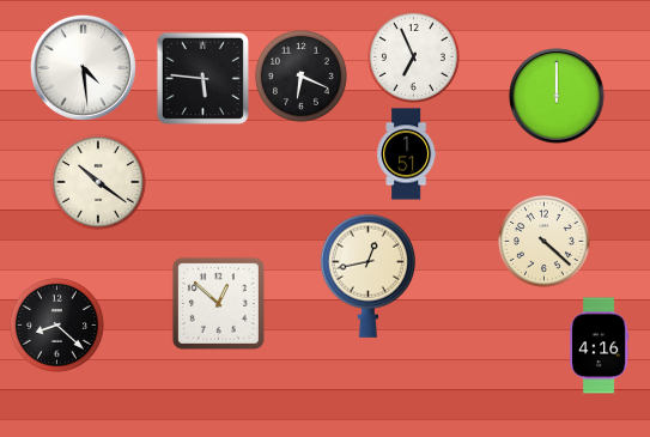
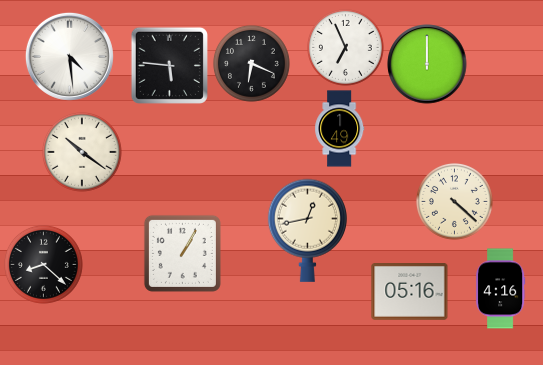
clock at (557, 96) position: (557, 96) -> (427, 64)
clock at (407, 154): 1:51 -> 1:49
clock at (218, 303): 12:52 -> 1:05
clock at (56, 324) position: (56, 324) -> (43, 264)
clock at (410, 292): none -> 05:16
